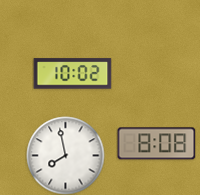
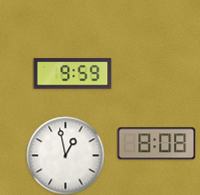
clock at (72, 74): 10:02 -> 9:59
clock at (65, 155): 7:58 -> 12:58
